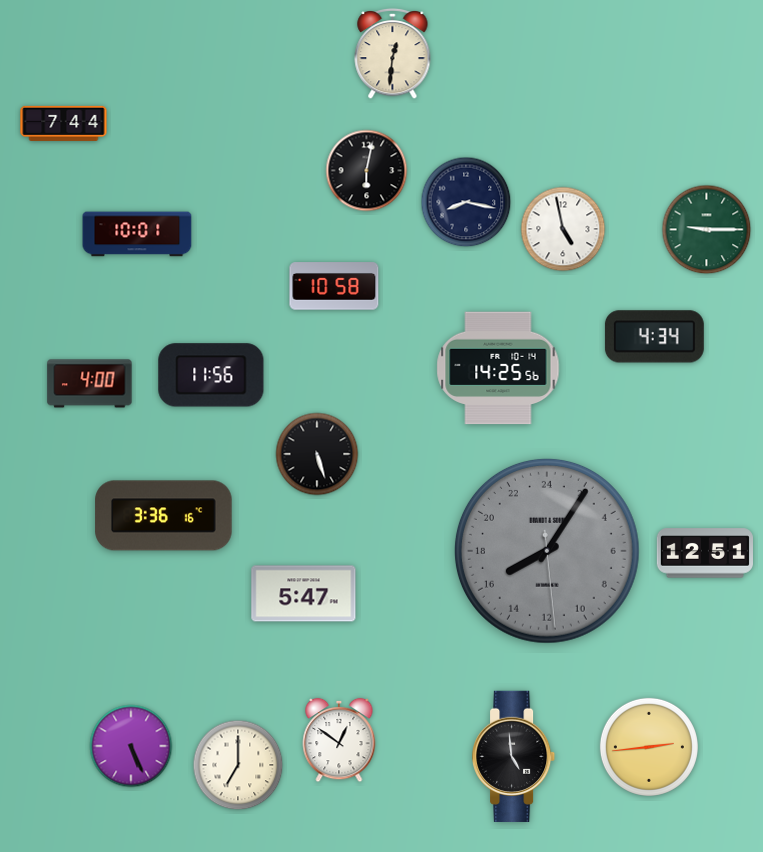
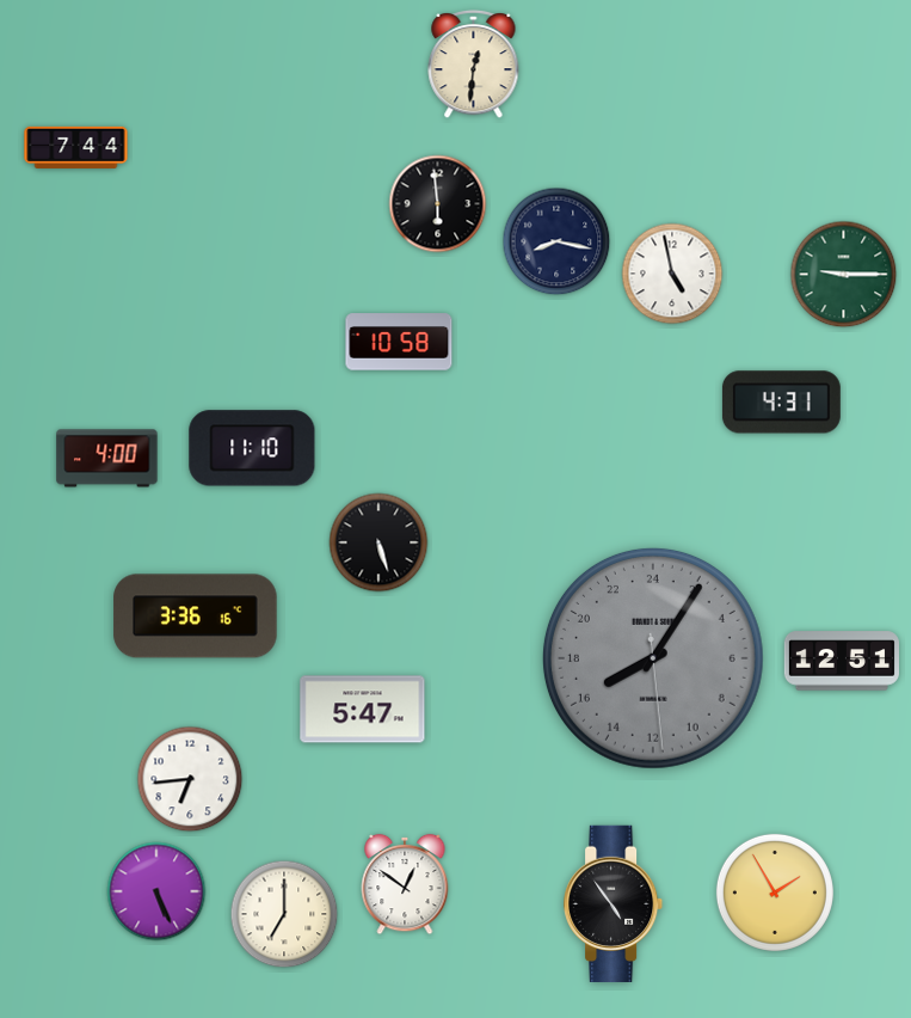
clock at (393, 53) position: (393, 53) -> (474, 63)
clock at (367, 171): 6:02 -> 5:59
clock at (137, 234): 10:01 -> none
clock at (654, 337): 4:34 -> 4:31
clock at (498, 368): 14:25 -> none
clock at (211, 375): 11:56 -> 11:10
clock at (190, 779): none -> 6:44
clock at (649, 747): 2:44 -> 1:55
clock at (515, 756): 4:59 -> 4:54
